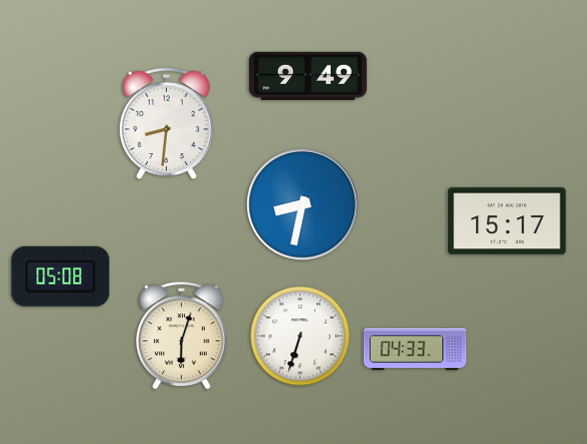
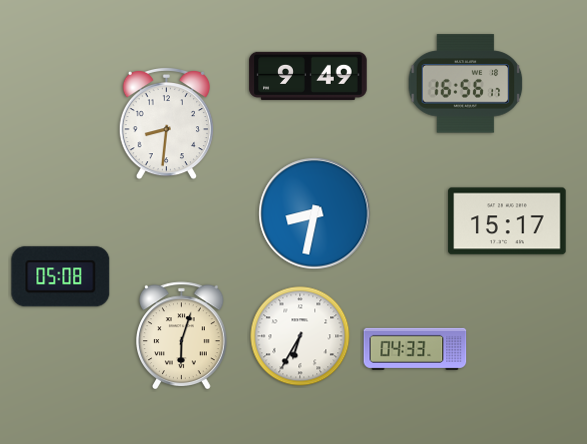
clock at (466, 84): none -> 16:56
clock at (303, 205) position: (303, 205) -> (315, 214)
clock at (300, 336): 6:33 -> 6:35
